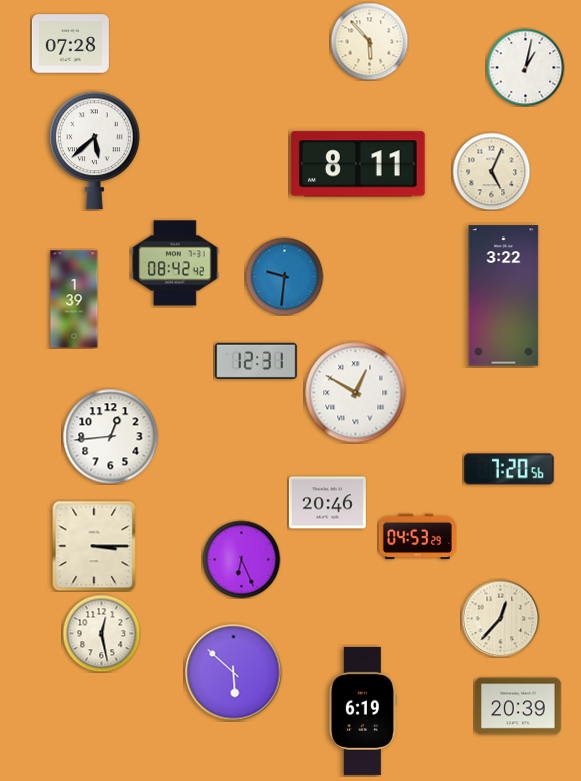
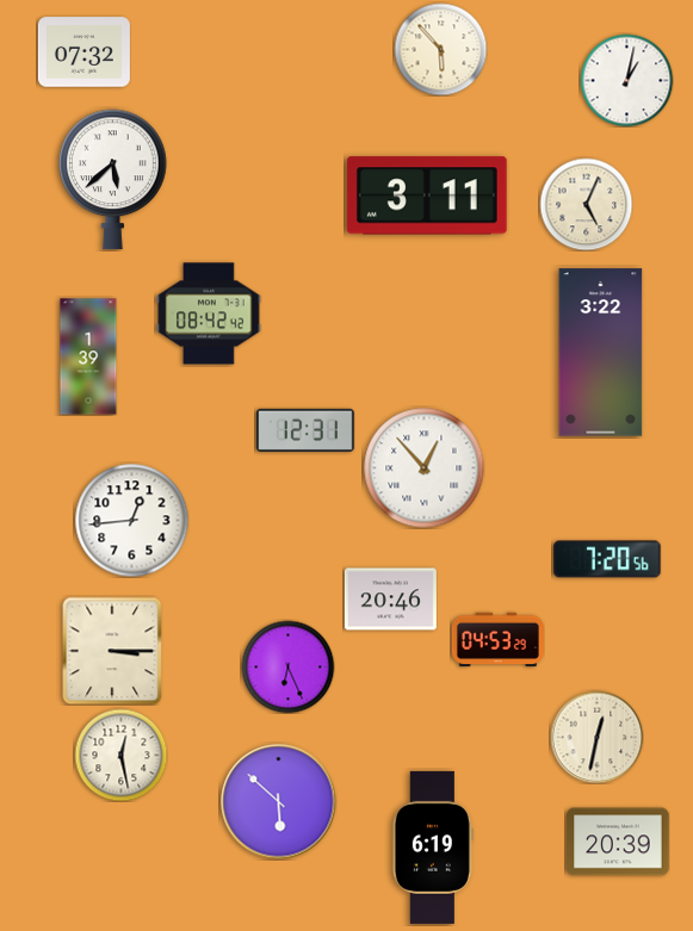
clock at (70, 44): 07:28 -> 07:32
clock at (358, 164): 8:11 -> 3:11
clock at (284, 276): 9:31 -> none
clock at (356, 393): 12:50 -> 12:53
clock at (500, 618): 12:37 -> 12:32
